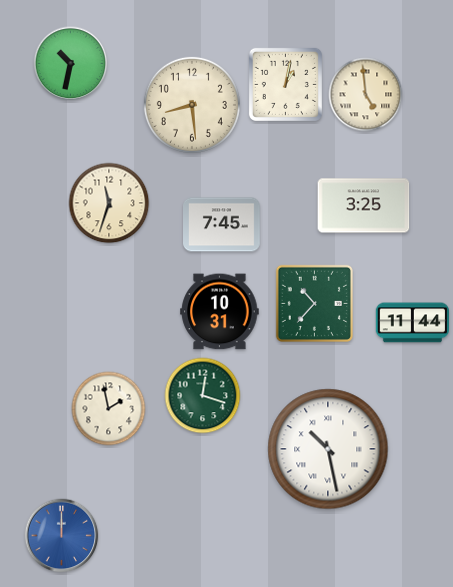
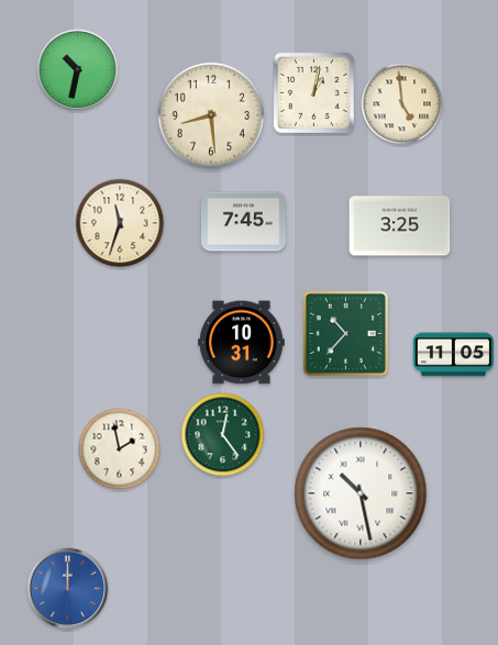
clock at (222, 225) position: (222, 225) -> (244, 222)
clock at (412, 323): 11:44 -> 11:05
clock at (203, 396): 12:18 -> 12:24
